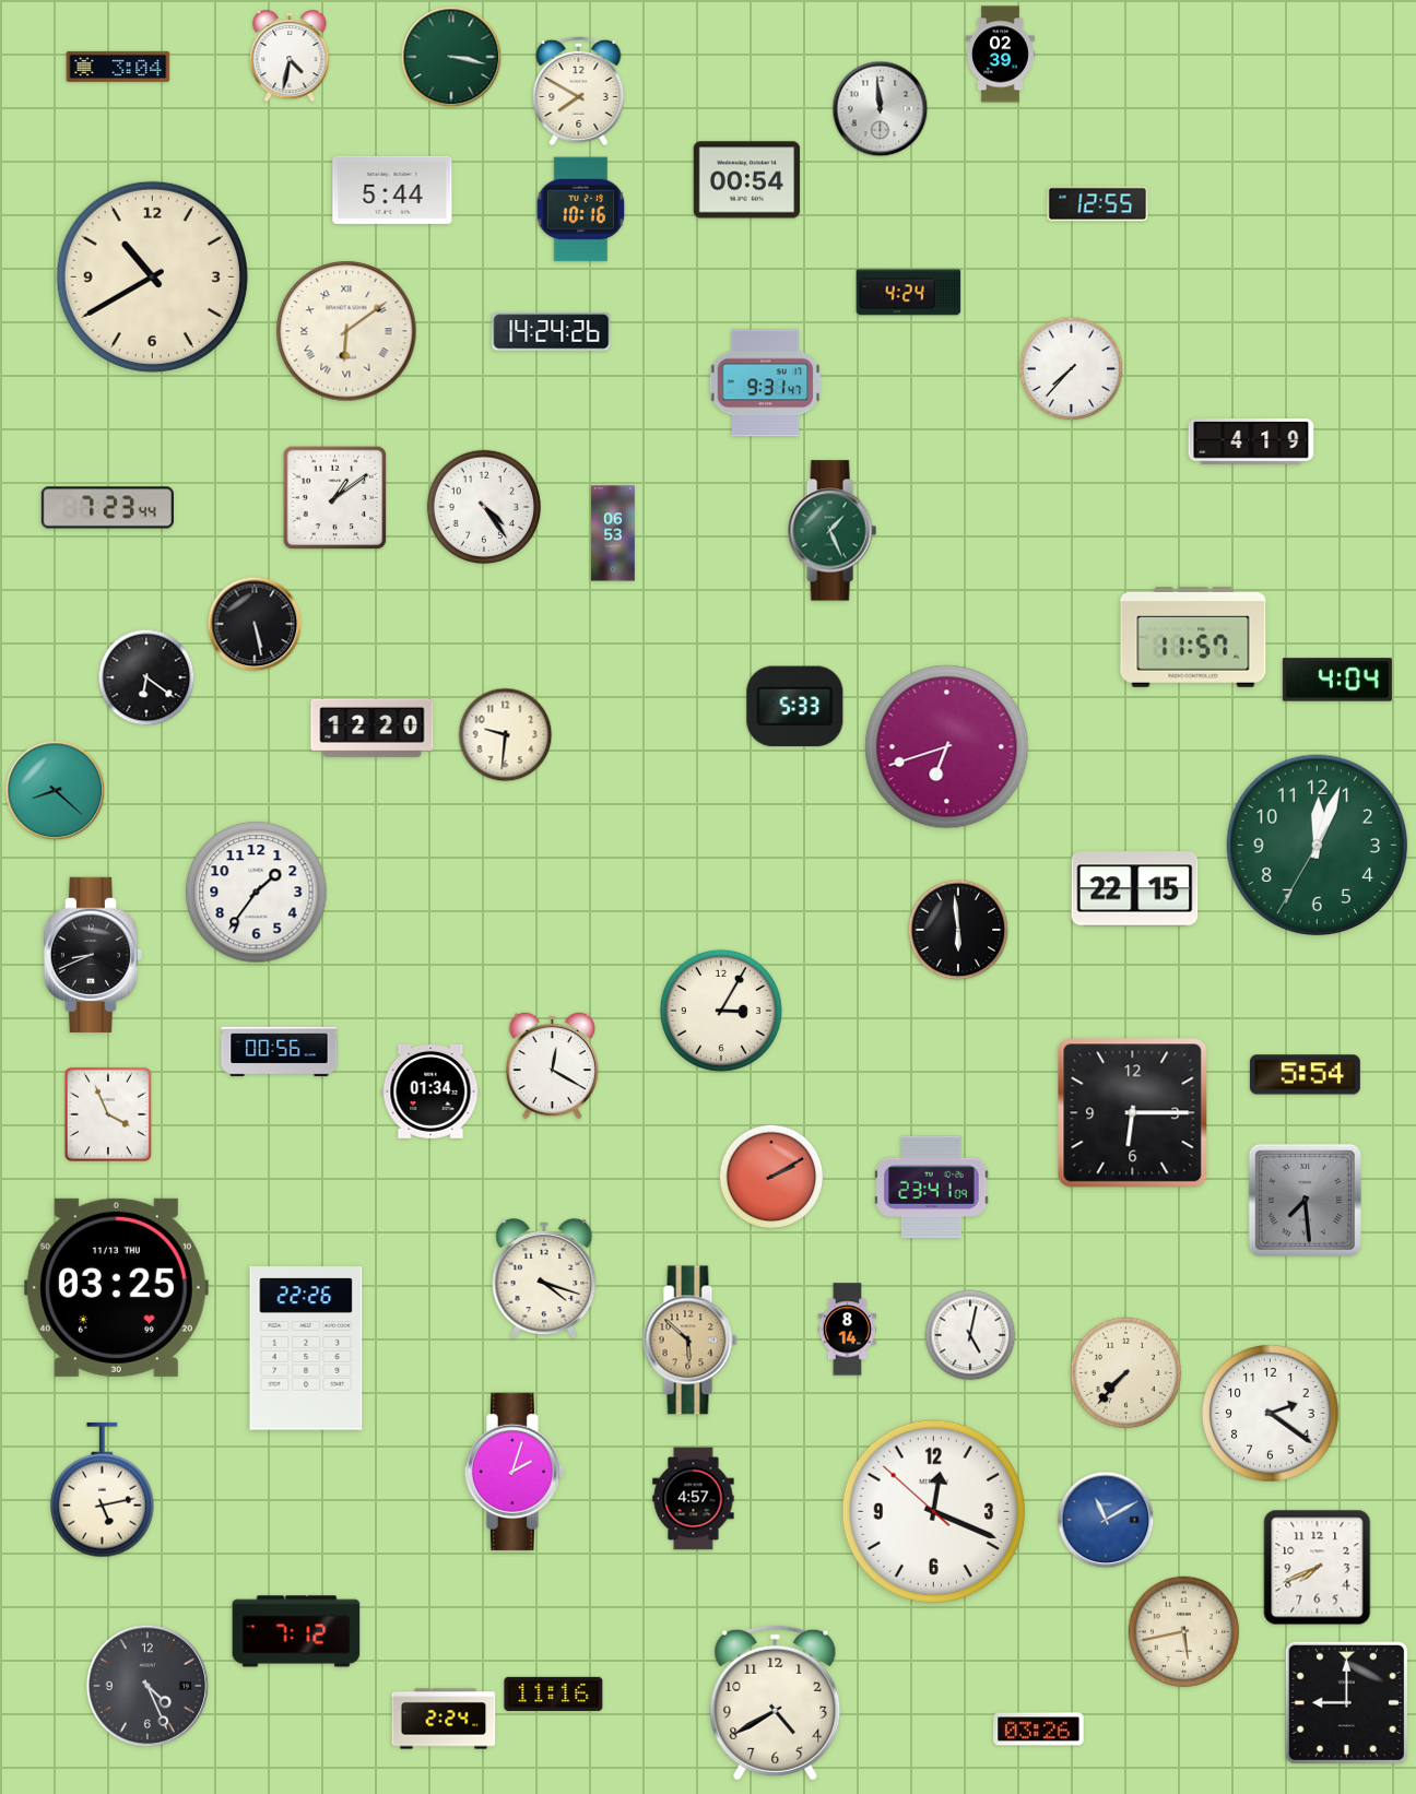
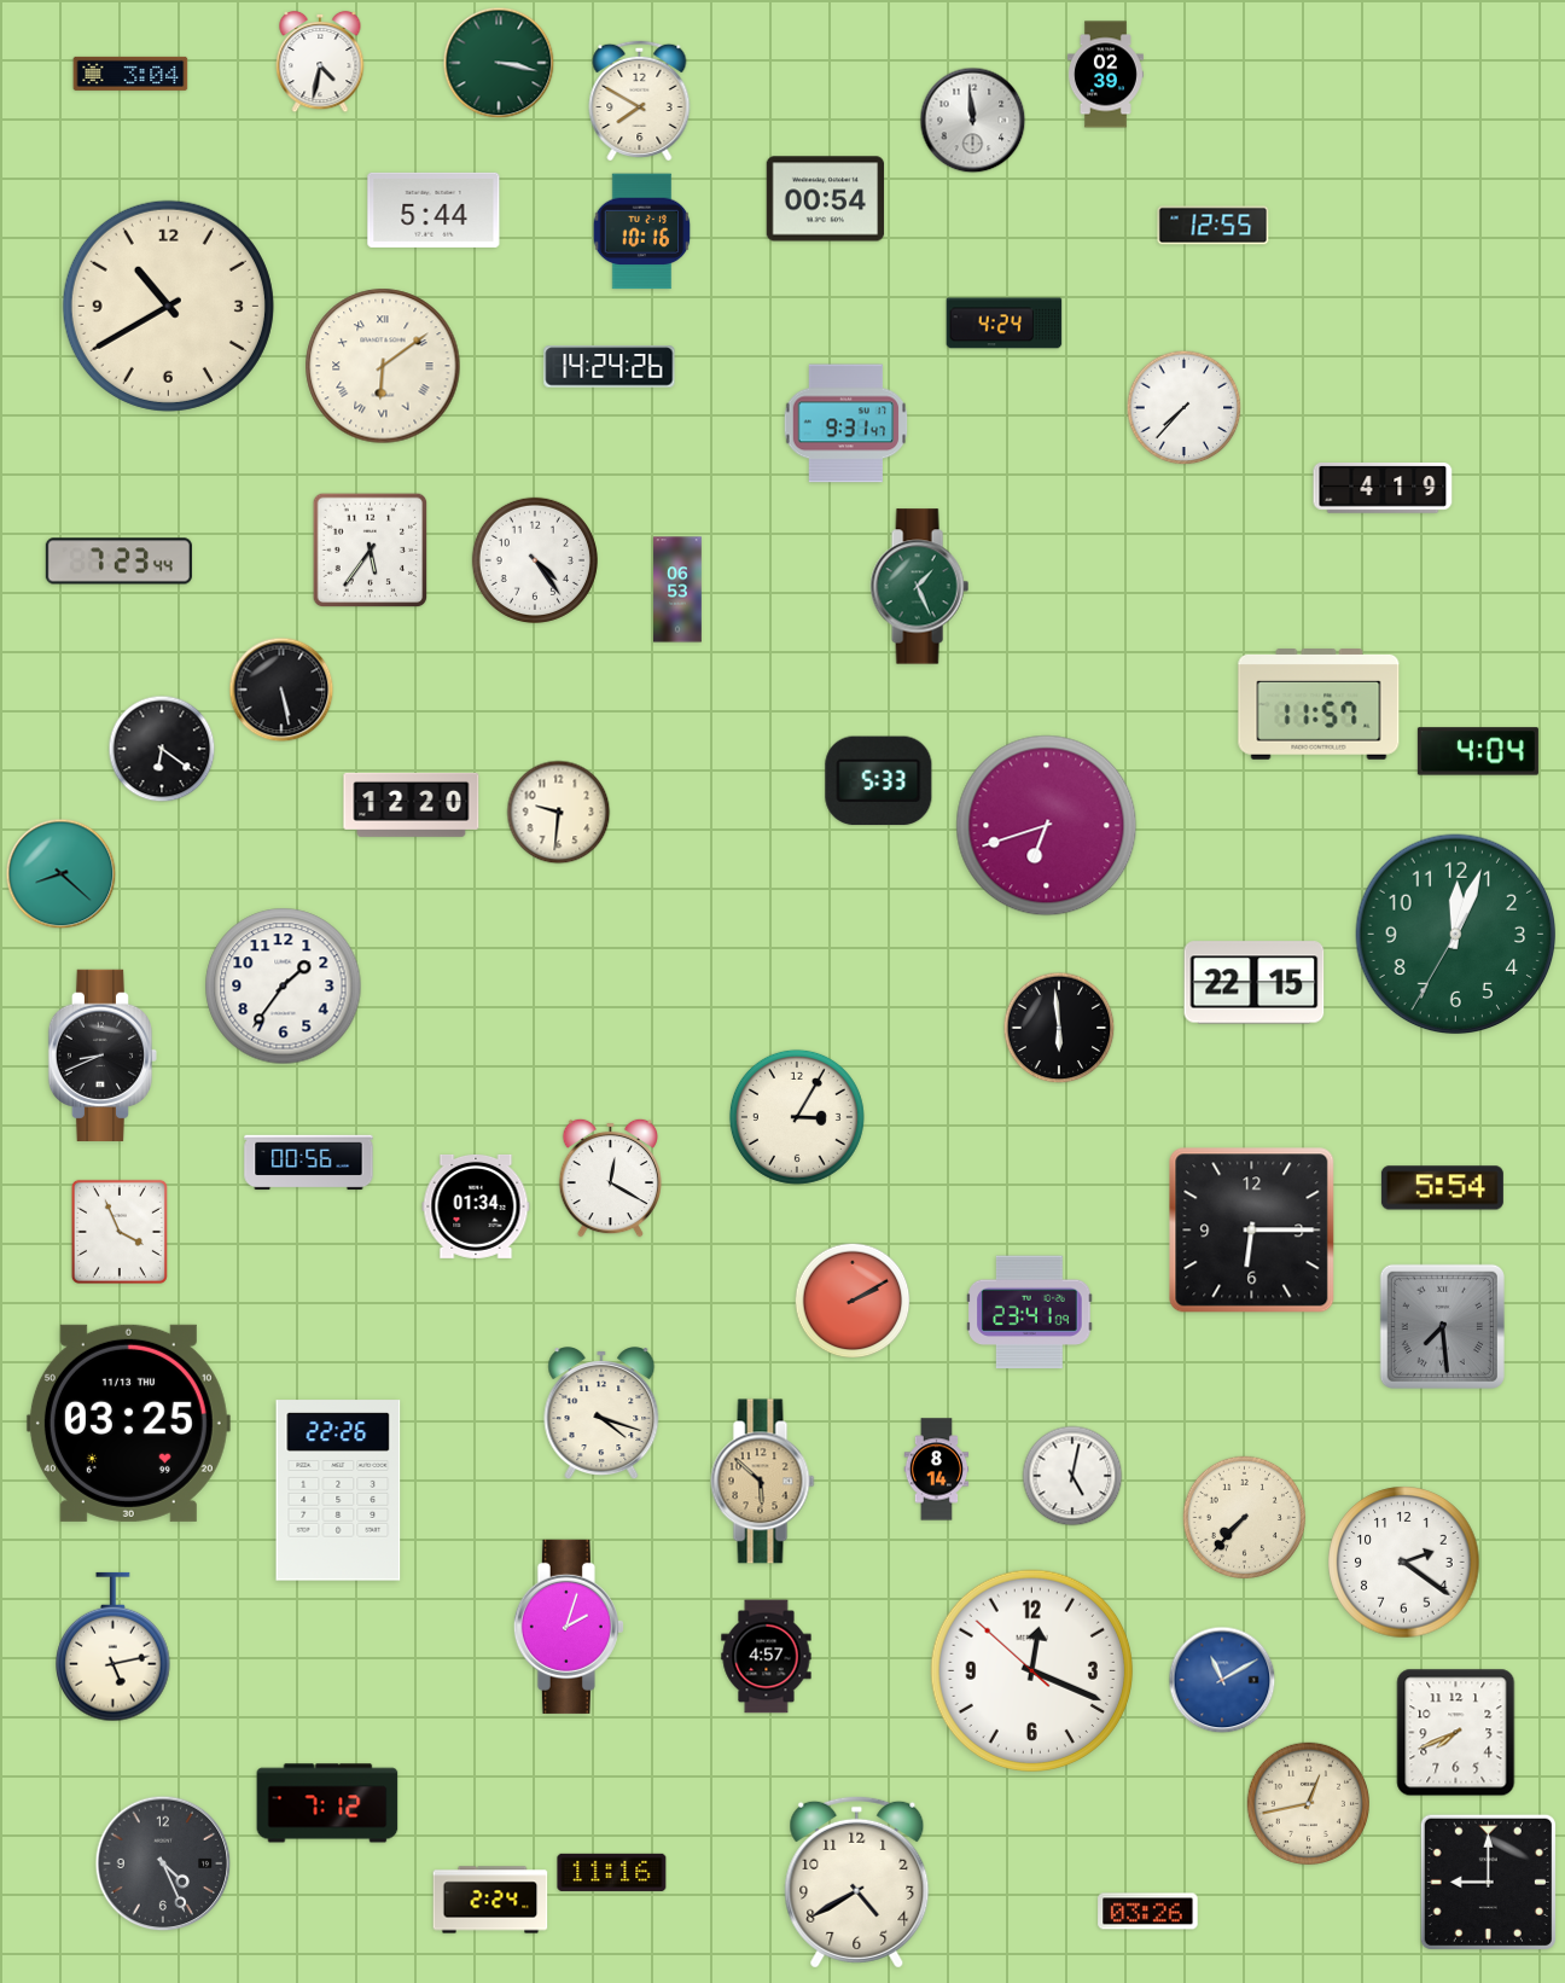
clock at (1001, 55) position: (1001, 55) -> (1106, 75)
clock at (335, 498): 1:09 -> 5:36
clock at (1183, 1631): 5:43 -> 12:43
